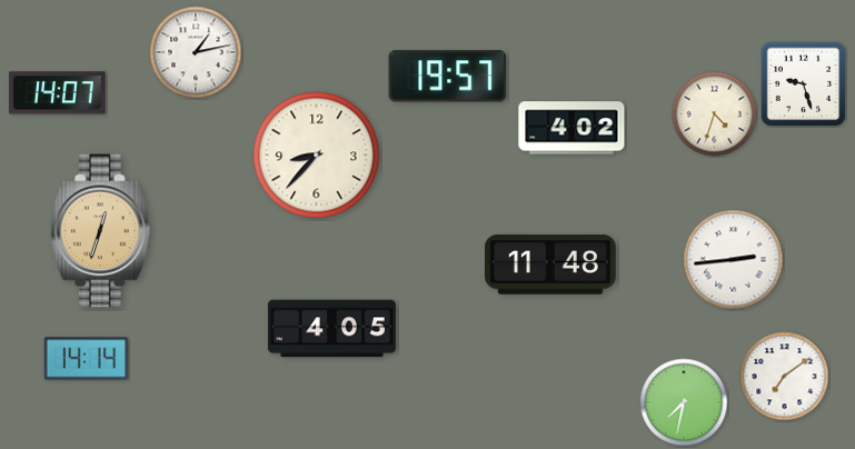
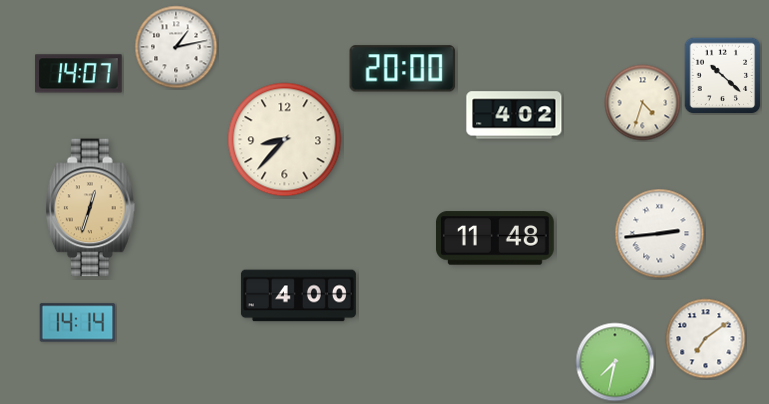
clock at (448, 77): 19:57 -> 20:00
clock at (803, 83): 9:27 -> 10:22
clock at (58, 93) position: (58, 93) -> (79, 74)
clock at (331, 329): 4:05 -> 4:00
